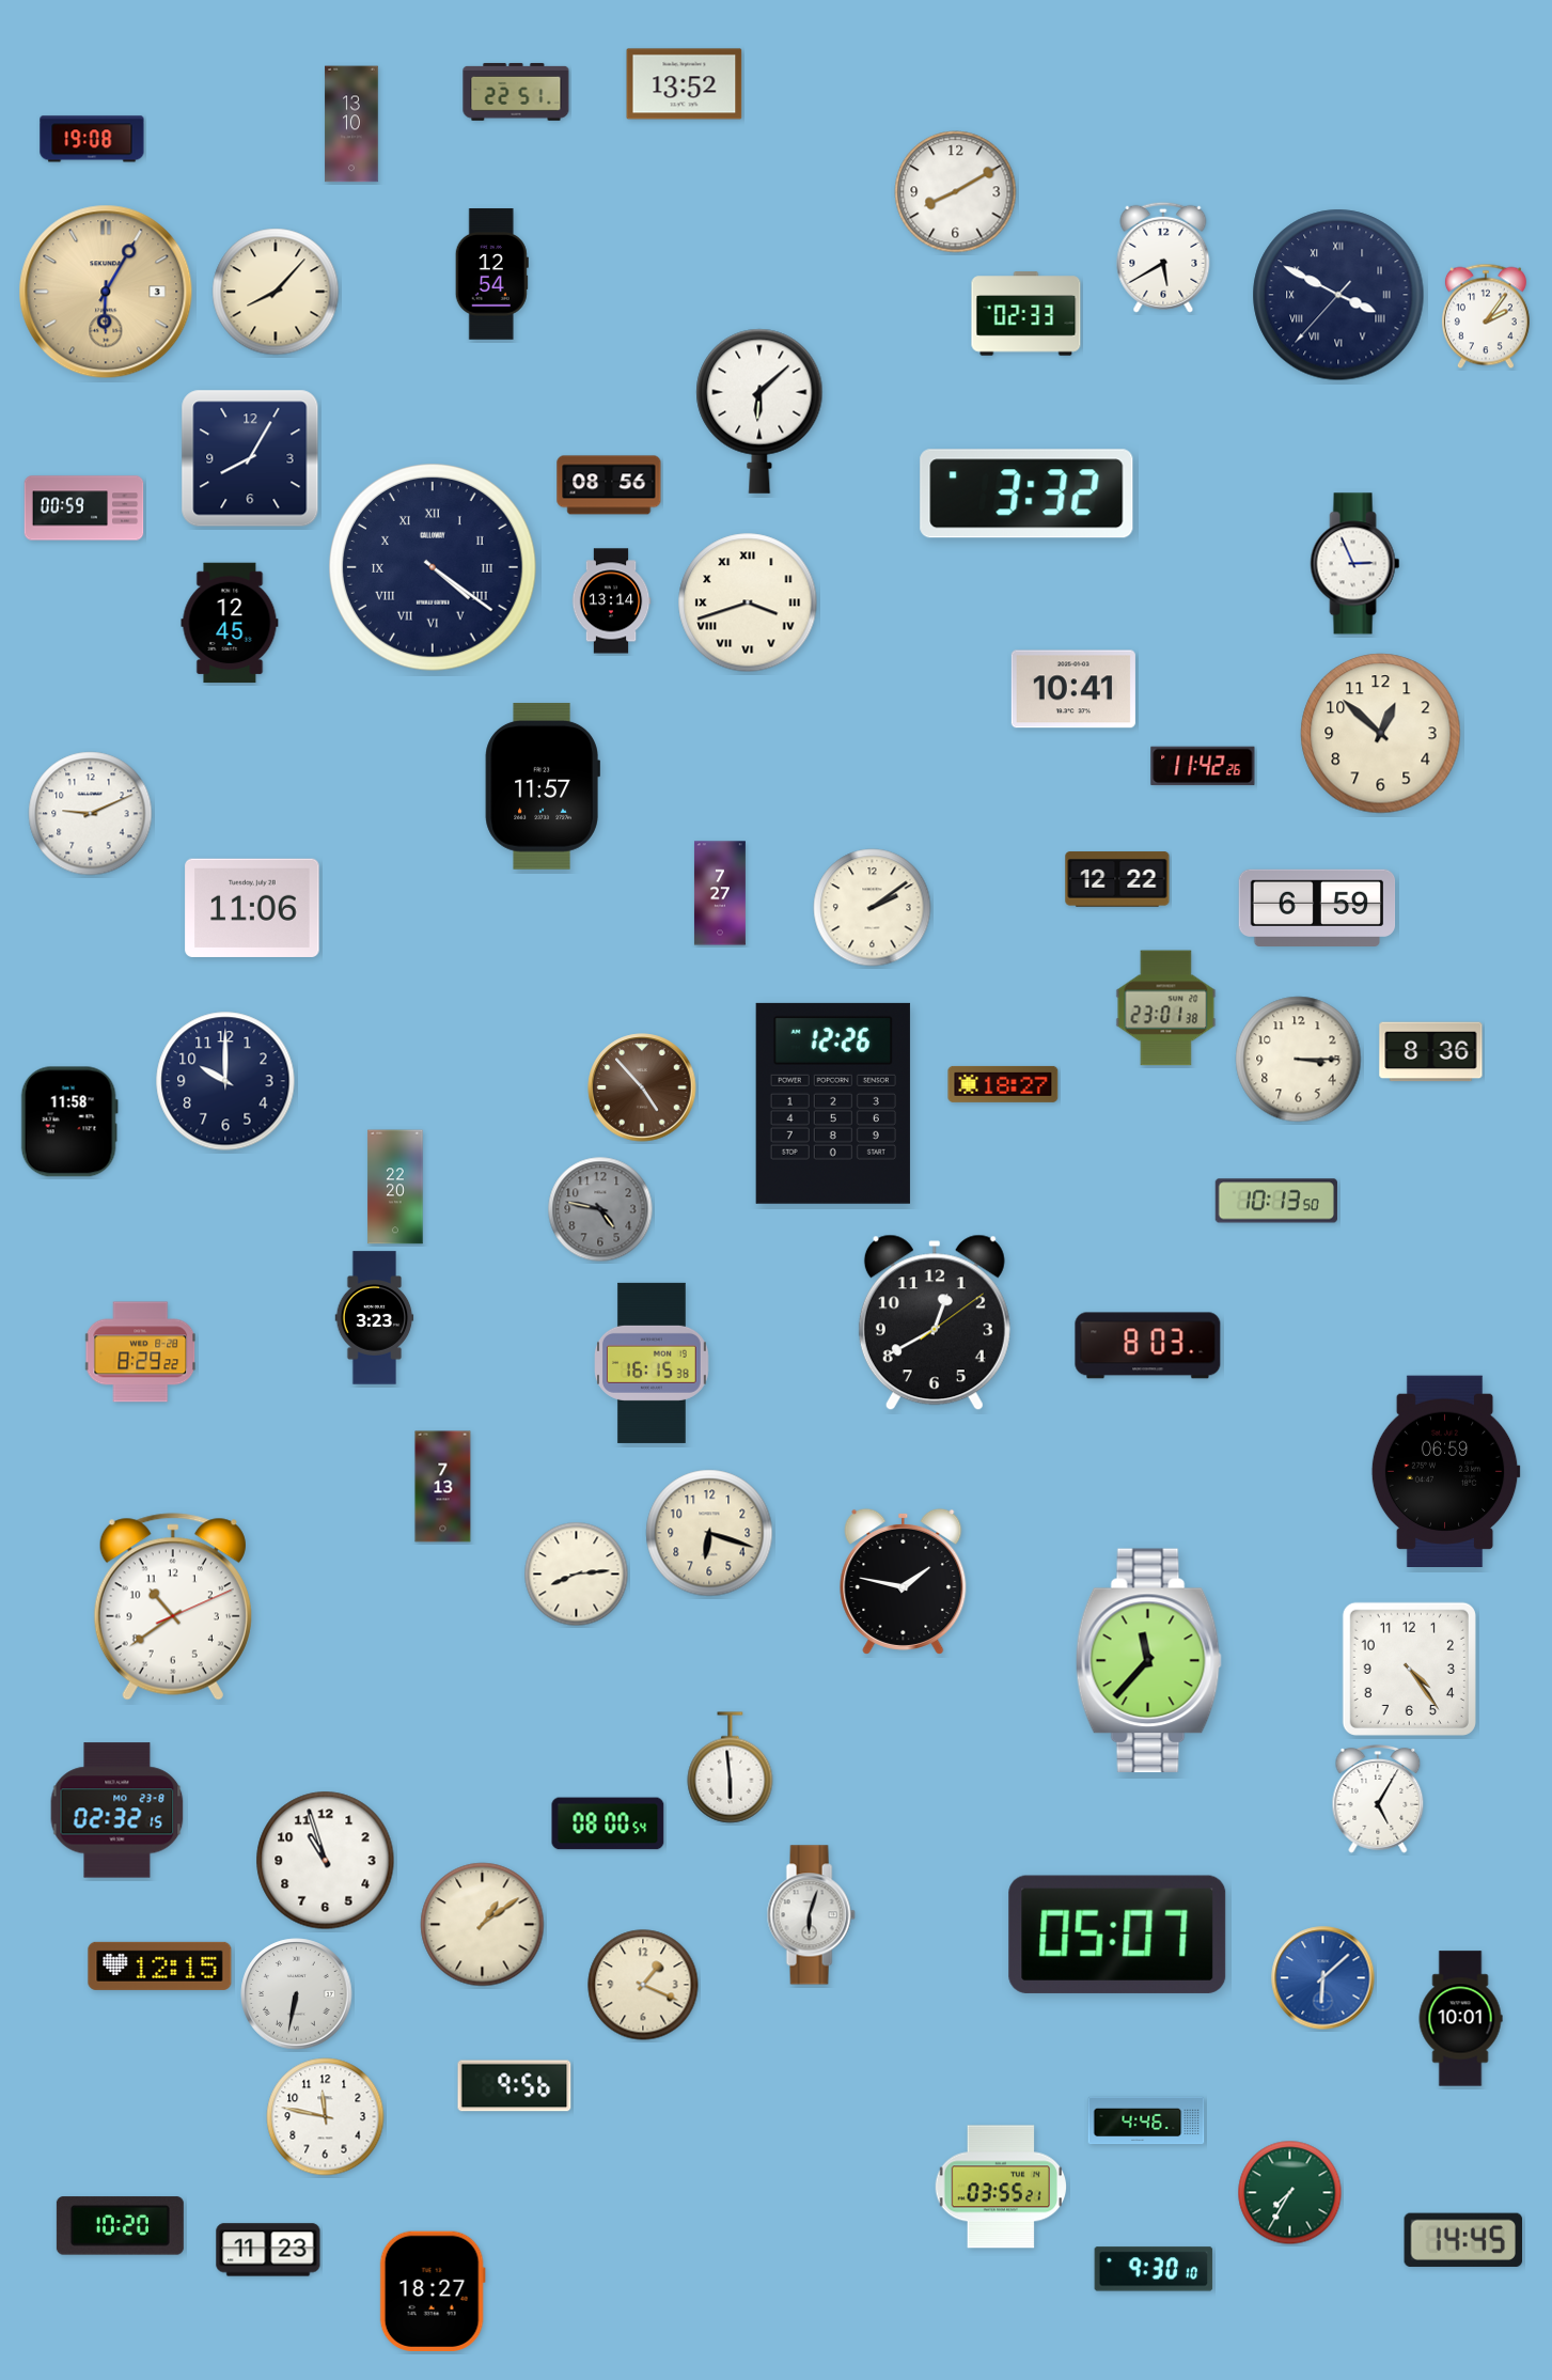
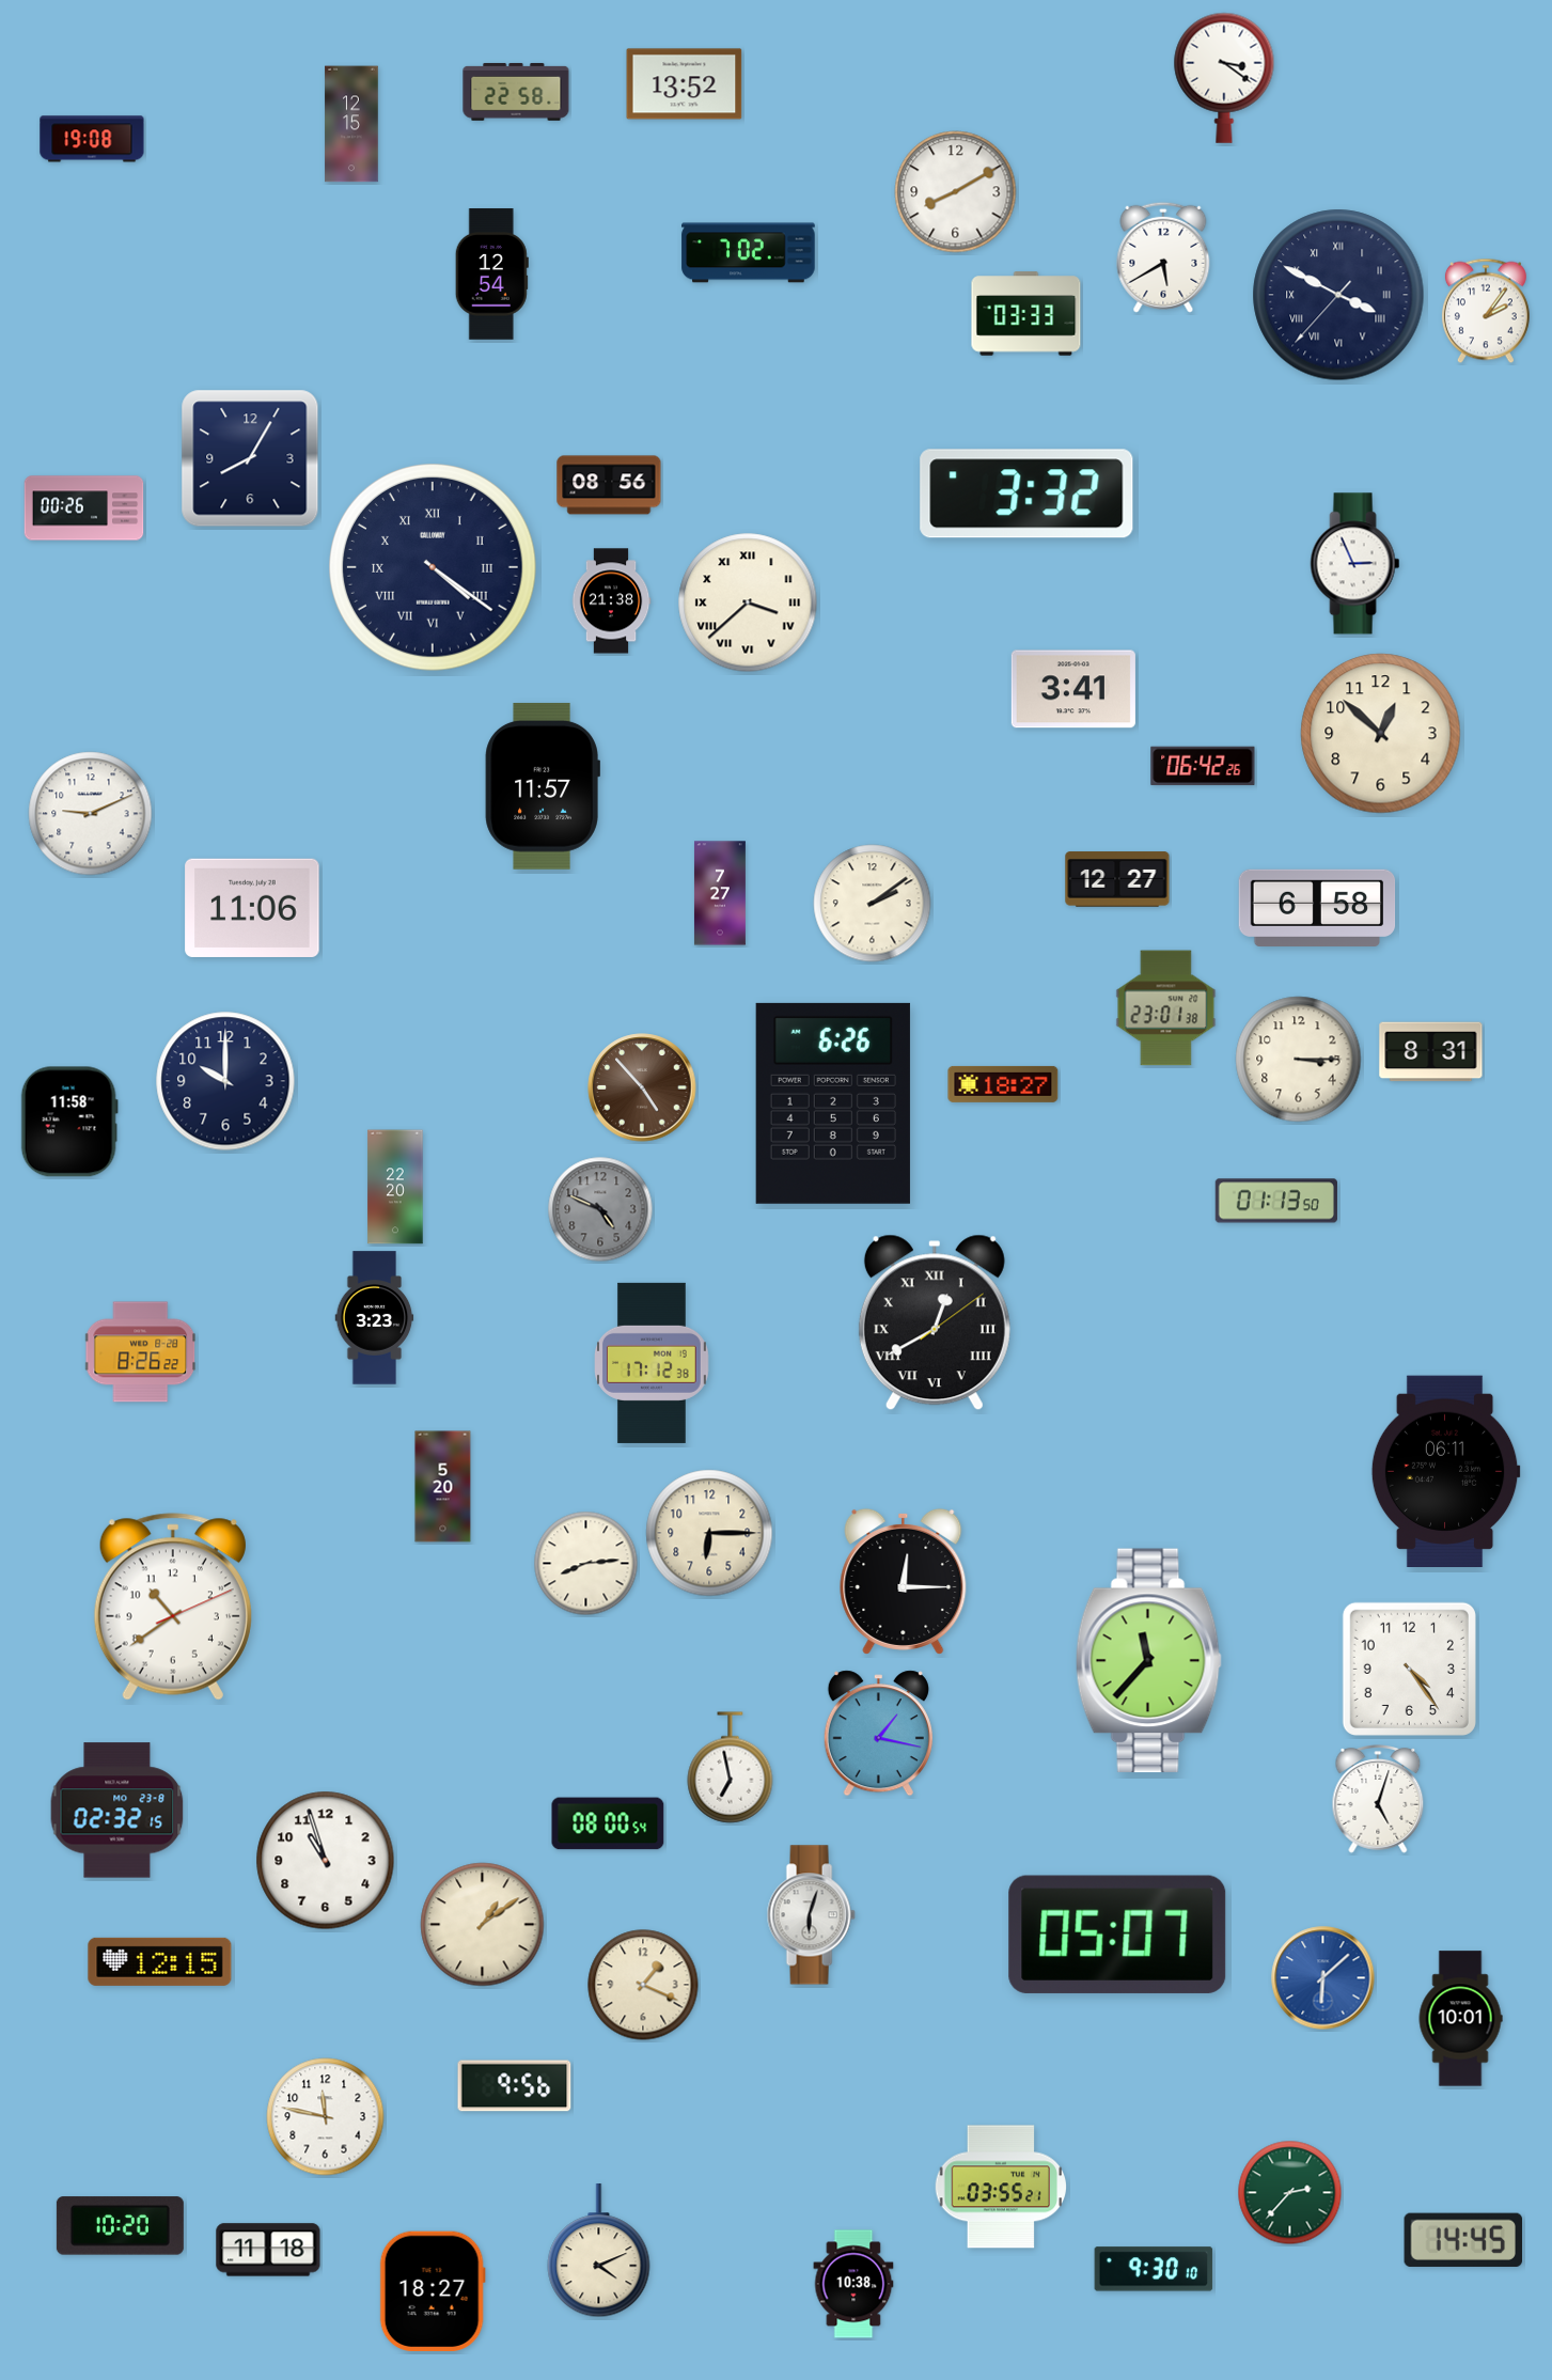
clock at (1224, 78): none -> 3:21
clock at (516, 92): 22:51 -> 22:58
clock at (351, 124): 13:10 -> 12:15
clock at (749, 253): none -> 7:02
clock at (106, 292): 6:05 -> none
clock at (276, 292): 8:07 -> none
clock at (1026, 314): 02:33 -> 03:33
clock at (1486, 316) position: (1486, 316) -> (1486, 311)
clock at (759, 411): 6:08 -> none
clock at (84, 508): 00:59 -> 00:26
clock at (611, 601): 13:14 -> 21:38
clock at (748, 602): 3:42 -> 3:38
clock at (230, 623): 12:45 -> none
clock at (1073, 689): 10:41 -> 3:41
clock at (1203, 766): 11:42 -> 06:42
clock at (1117, 879): 12:22 -> 12:27
clock at (1317, 907): 6:59 -> 6:58
clock at (873, 908) position: (873, 908) -> (873, 904)
clock at (1431, 1052): 8:36 -> 8:31
clock at (833, 1103): 12:26 -> 6:26
clock at (1276, 1201): 10:13 -> 01:13
clock at (600, 1209): 4:47 -> 4:49
clock at (935, 1322) numerals: Arabic -> Roman
clock at (1148, 1346): 8:03 -> none
clock at (141, 1352): 8:29 -> 8:26
clock at (653, 1363): 16:15 -> 17:12
clock at (1445, 1471): 06:59 -> 06:11
clock at (443, 1487): 7:13 -> 5:20
clock at (709, 1533): 6:18 -> 6:15
clock at (577, 1575) position: (577, 1575) -> (586, 1564)
clock at (904, 1581): 1:47 -> 12:15
clock at (878, 1734): none -> 1:17
clock at (731, 1768): 5:59 -> 6:58
clock at (1378, 1800): 5:05 -> 5:03
clock at (160, 1966) position: (160, 1966) -> (160, 1961)
clock at (297, 1994): 6:32 -> none
clock at (1146, 2120): 4:46 -> none
clock at (1290, 2193): 7:35 -> 2:37
clock at (268, 2250): 11:23 -> 11:18
clock at (599, 2251): none -> 4:11
clock at (853, 2284): none -> 10:38
